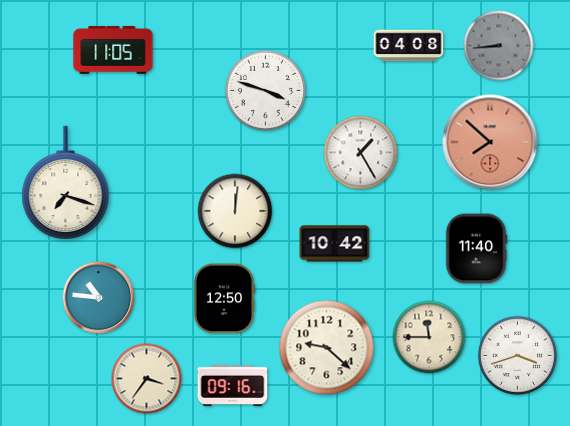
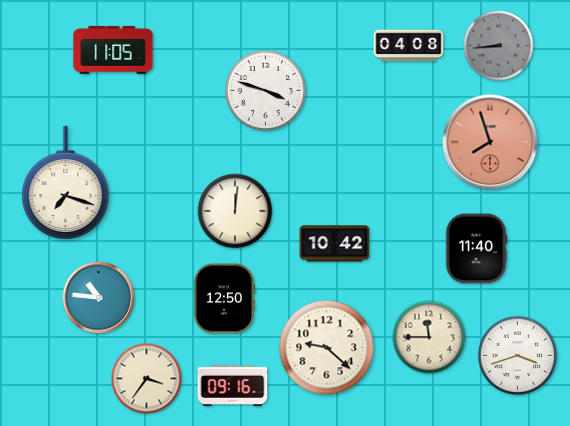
clock at (490, 142): 7:52 -> 7:57
clock at (361, 153): 1:25 -> none
